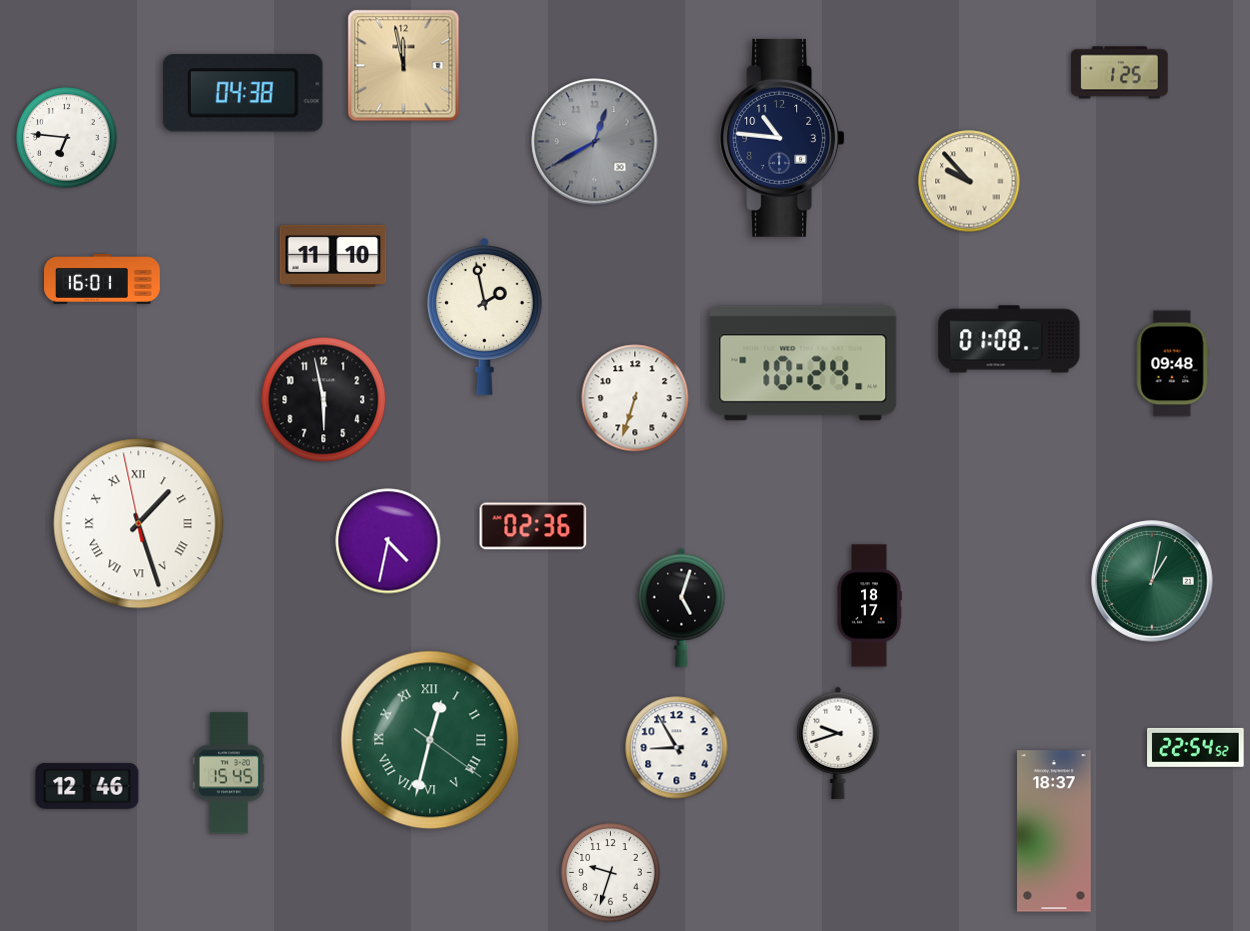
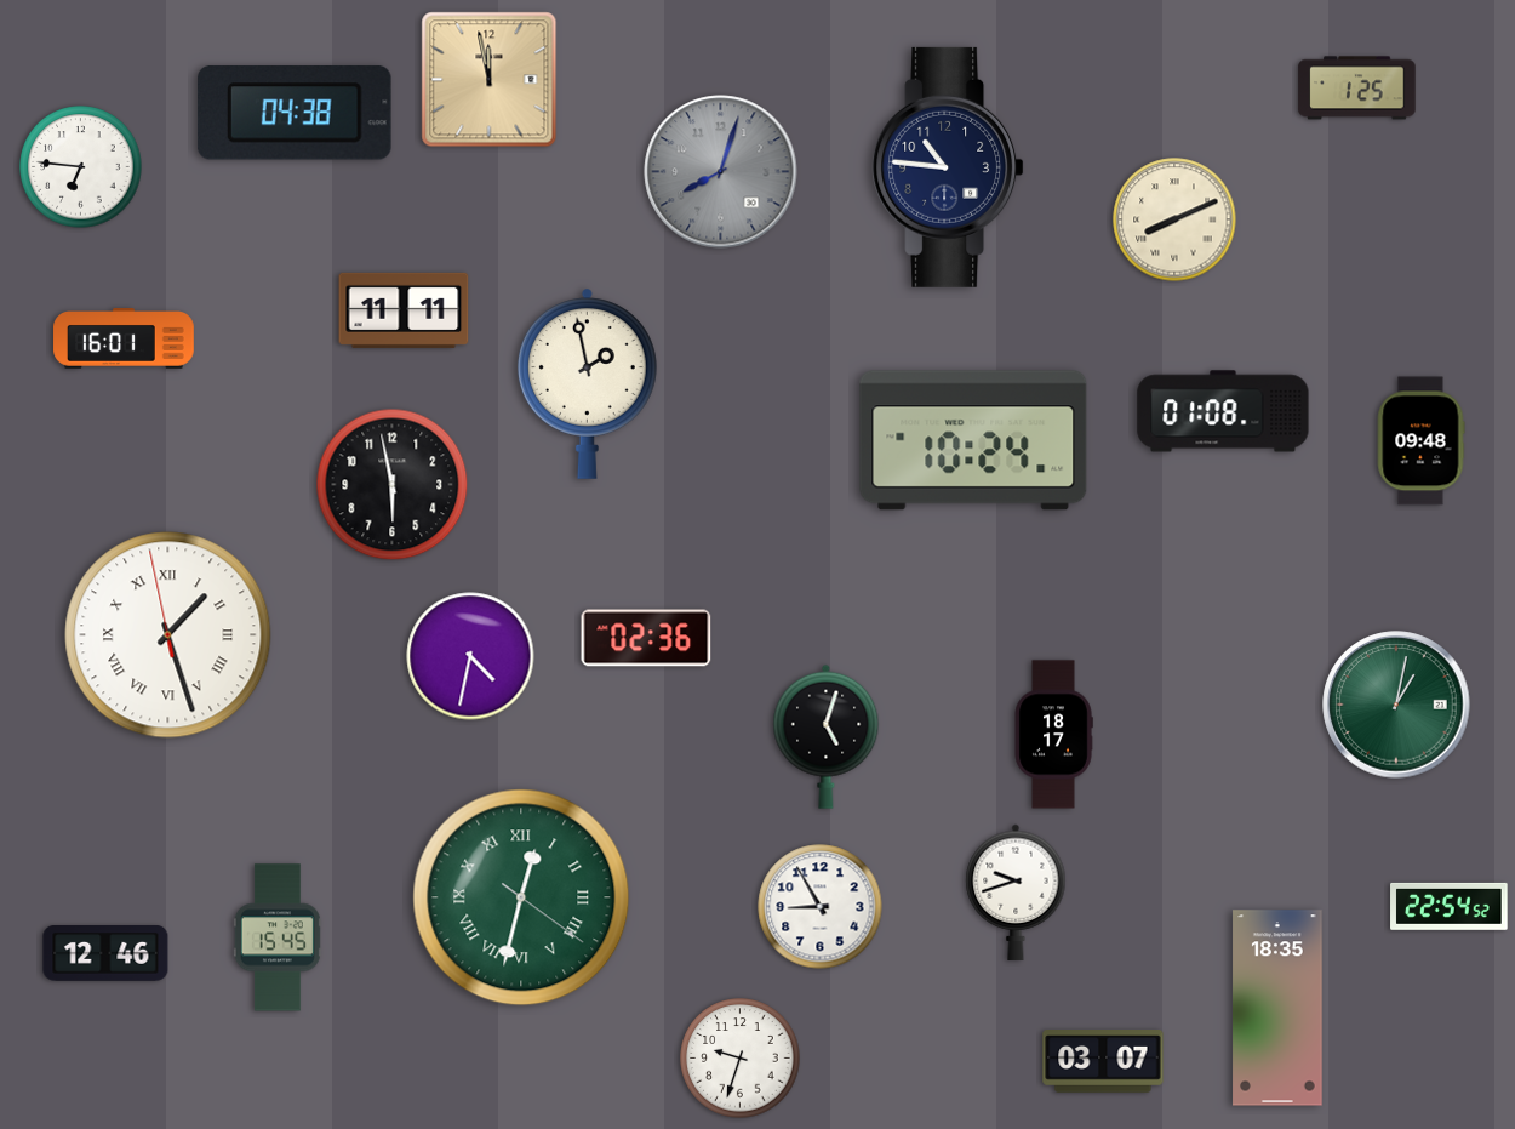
clock at (595, 142): 12:40 -> 8:03
clock at (969, 181): 9:53 -> 8:11
clock at (333, 256): 11:10 -> 11:11
clock at (635, 398): 6:33 -> none
clock at (838, 743) position: (838, 743) -> (1016, 893)
clock at (1054, 831): 18:37 -> 18:35
clock at (1103, 1061): none -> 03:07
